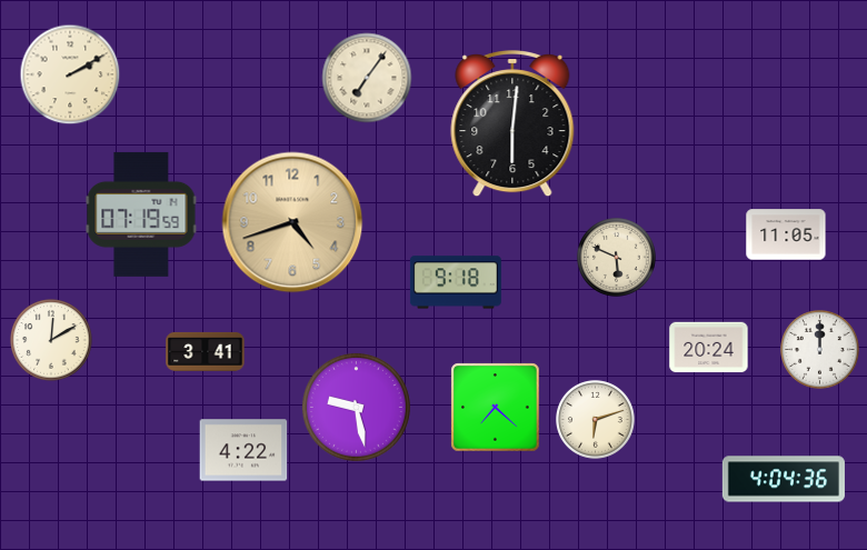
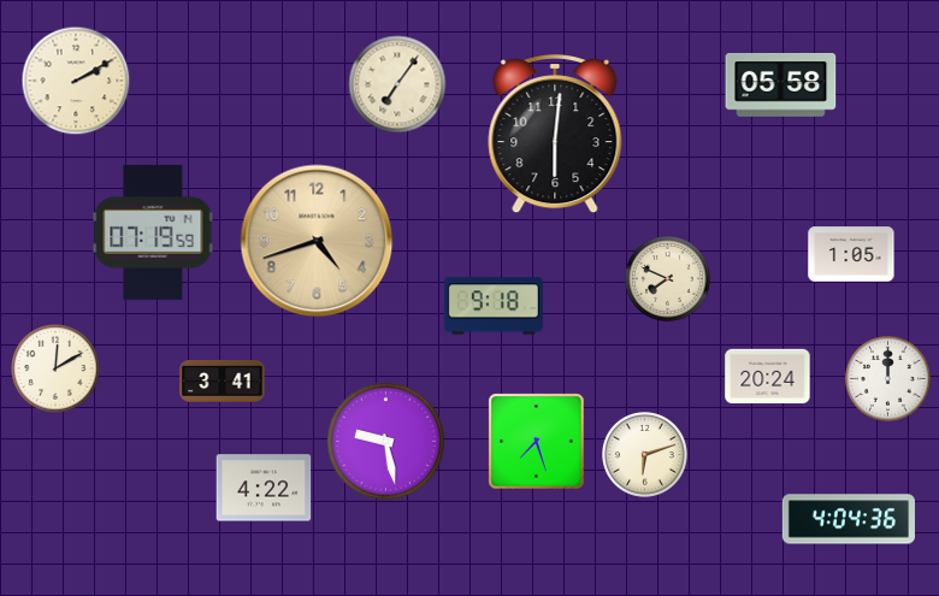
clock at (781, 85): none -> 05:58
clock at (786, 234): 11:05 -> 1:05
clock at (617, 258): 5:49 -> 7:49
clock at (496, 408): 7:22 -> 7:27
